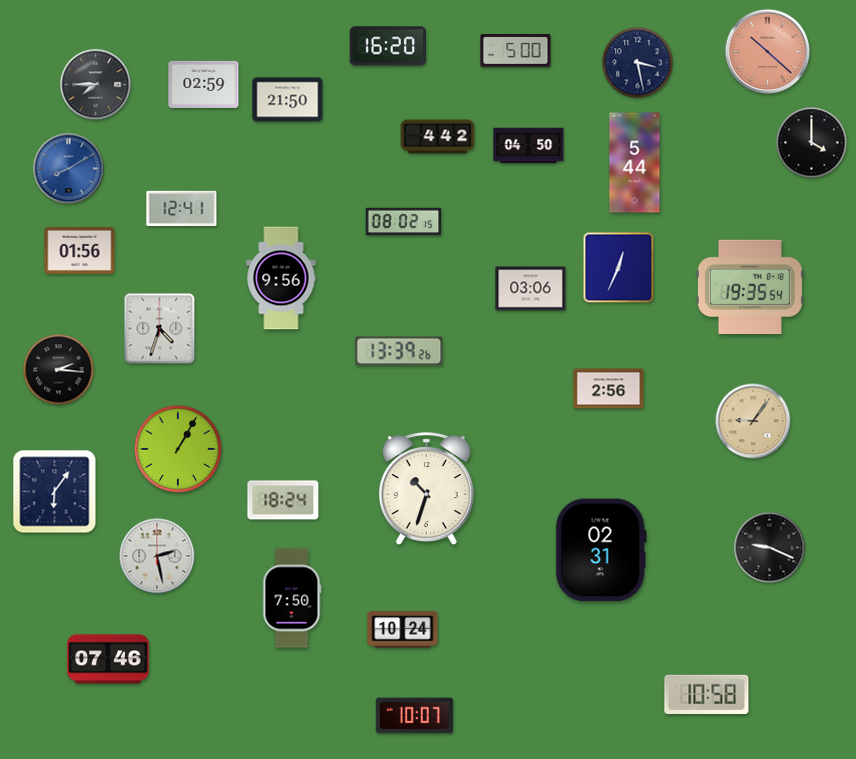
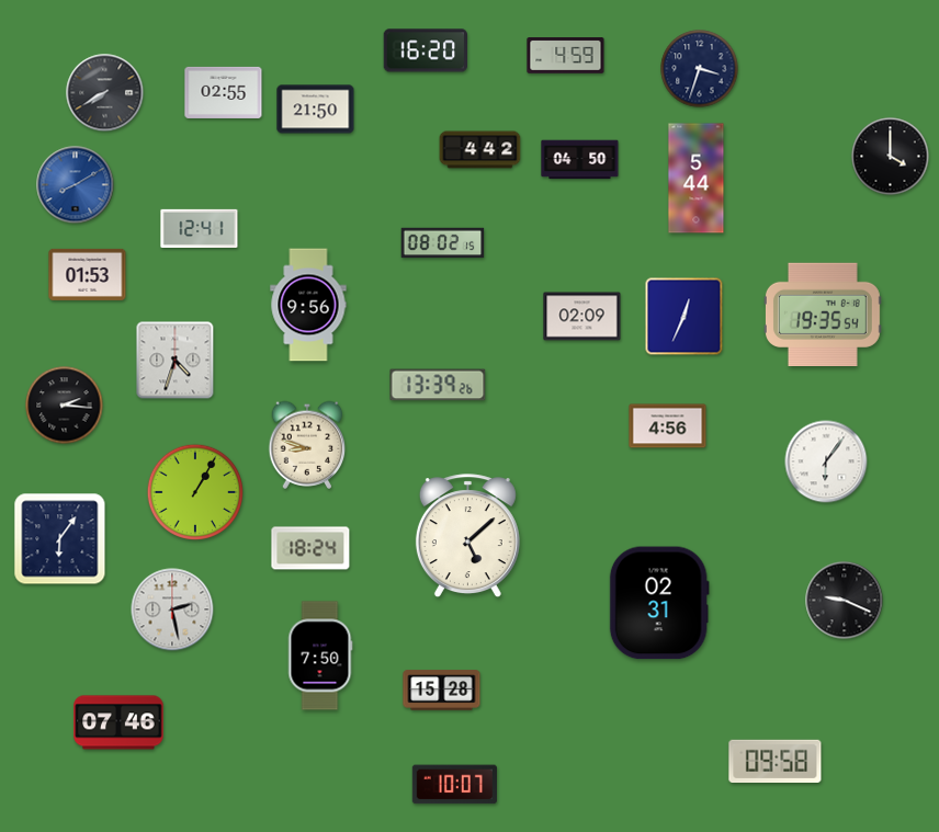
clock at (516, 51): 5:00 -> 4:59
clock at (768, 52): 10:22 -> none
clock at (638, 63): 3:28 -> 3:33
clock at (204, 84): 02:59 -> 02:55
clock at (96, 85): 7:45 -> 7:40
clock at (80, 250): 01:56 -> 01:53
clock at (619, 268) position: (619, 268) -> (685, 317)
clock at (531, 289): 03:06 -> 02:09
clock at (609, 389): 2:56 -> 4:56
clock at (307, 445): none -> 8:48
clock at (753, 421): 9:06 -> 6:06
clock at (753, 421) dial: champagne -> white
clock at (426, 489): 10:33 -> 5:08
clock at (403, 630): 10:24 -> 15:28
clock at (707, 694): 10:58 -> 09:58
